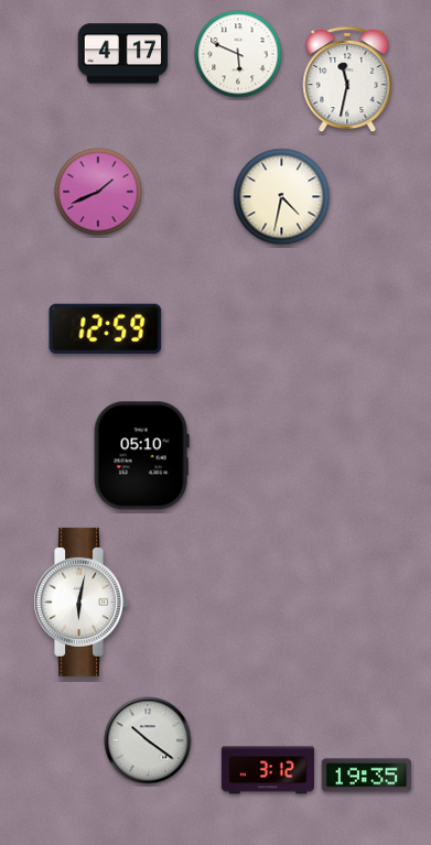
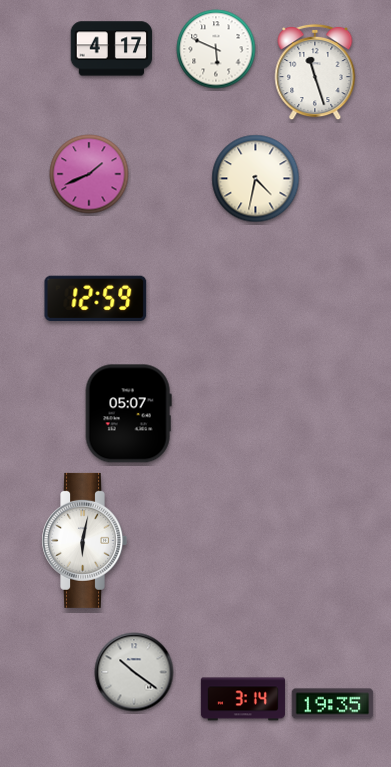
clock at (347, 79): 11:32 -> 11:27
clock at (141, 456): 05:10 -> 05:07
clock at (80, 602) position: (80, 602) -> (84, 540)
clock at (268, 770): 3:12 -> 3:14
